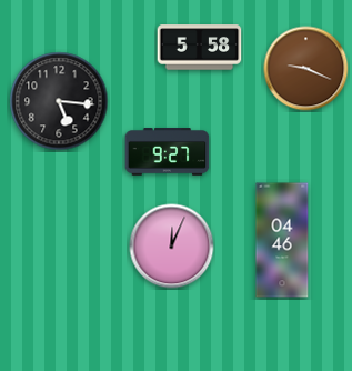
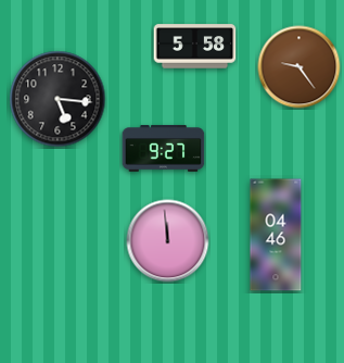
clock at (306, 69): 9:19 -> 9:24
clock at (172, 247): 12:04 -> 11:59
